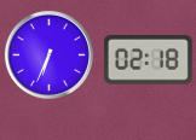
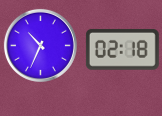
clock at (48, 54): 6:34 -> 10:34
